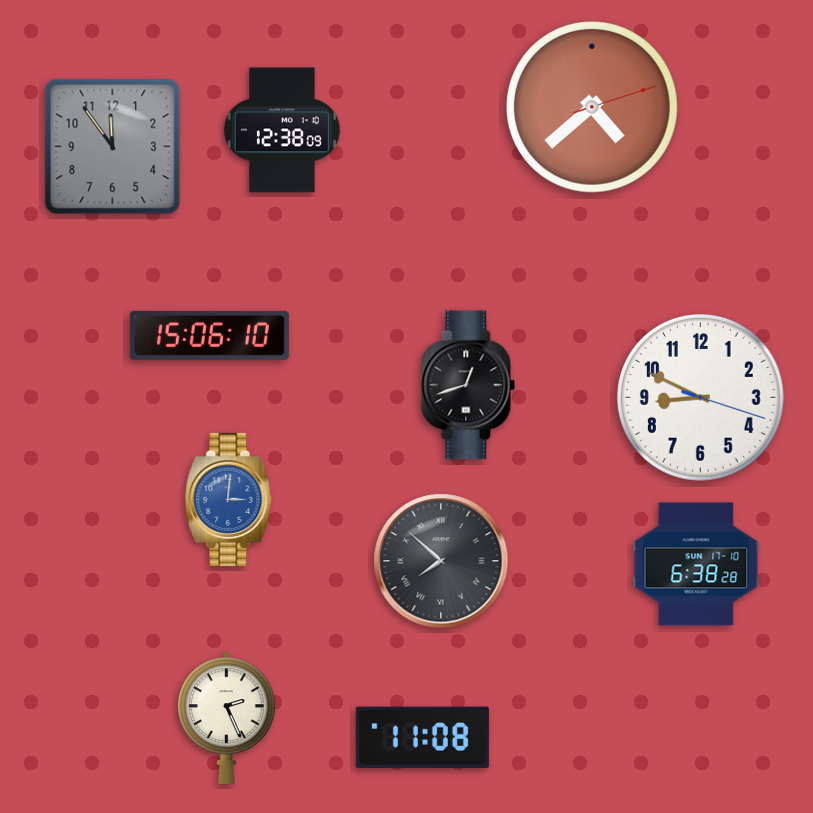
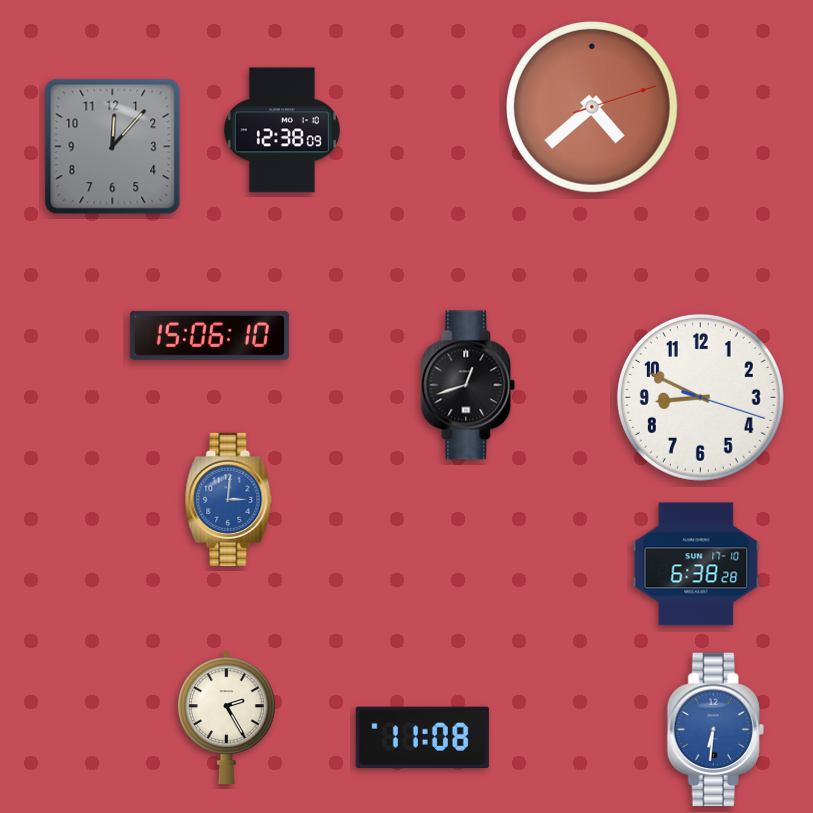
clock at (113, 147): 11:54 -> 12:07
clock at (441, 561): 7:52 -> none
clock at (227, 717): 2:26 -> 2:25
clock at (715, 730): none -> 6:31
